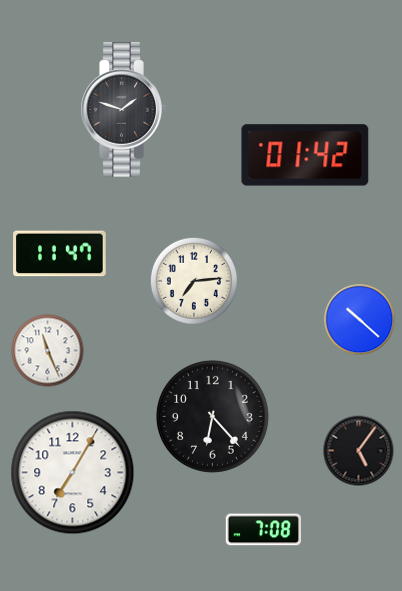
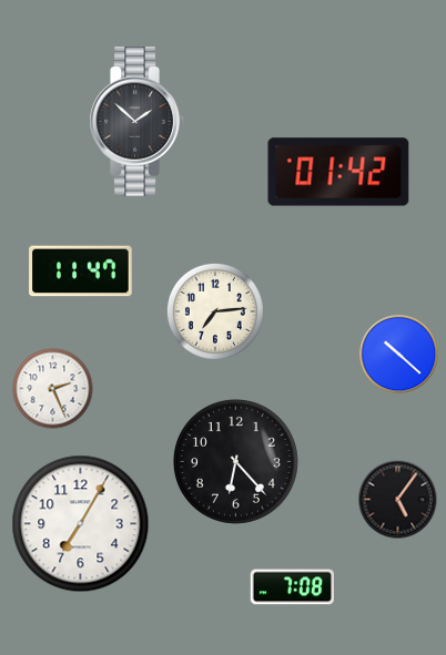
clock at (123, 110): 1:48 -> 1:52
clock at (60, 254) position: (60, 254) -> (81, 272)
clock at (48, 351): 11:26 -> 2:26
